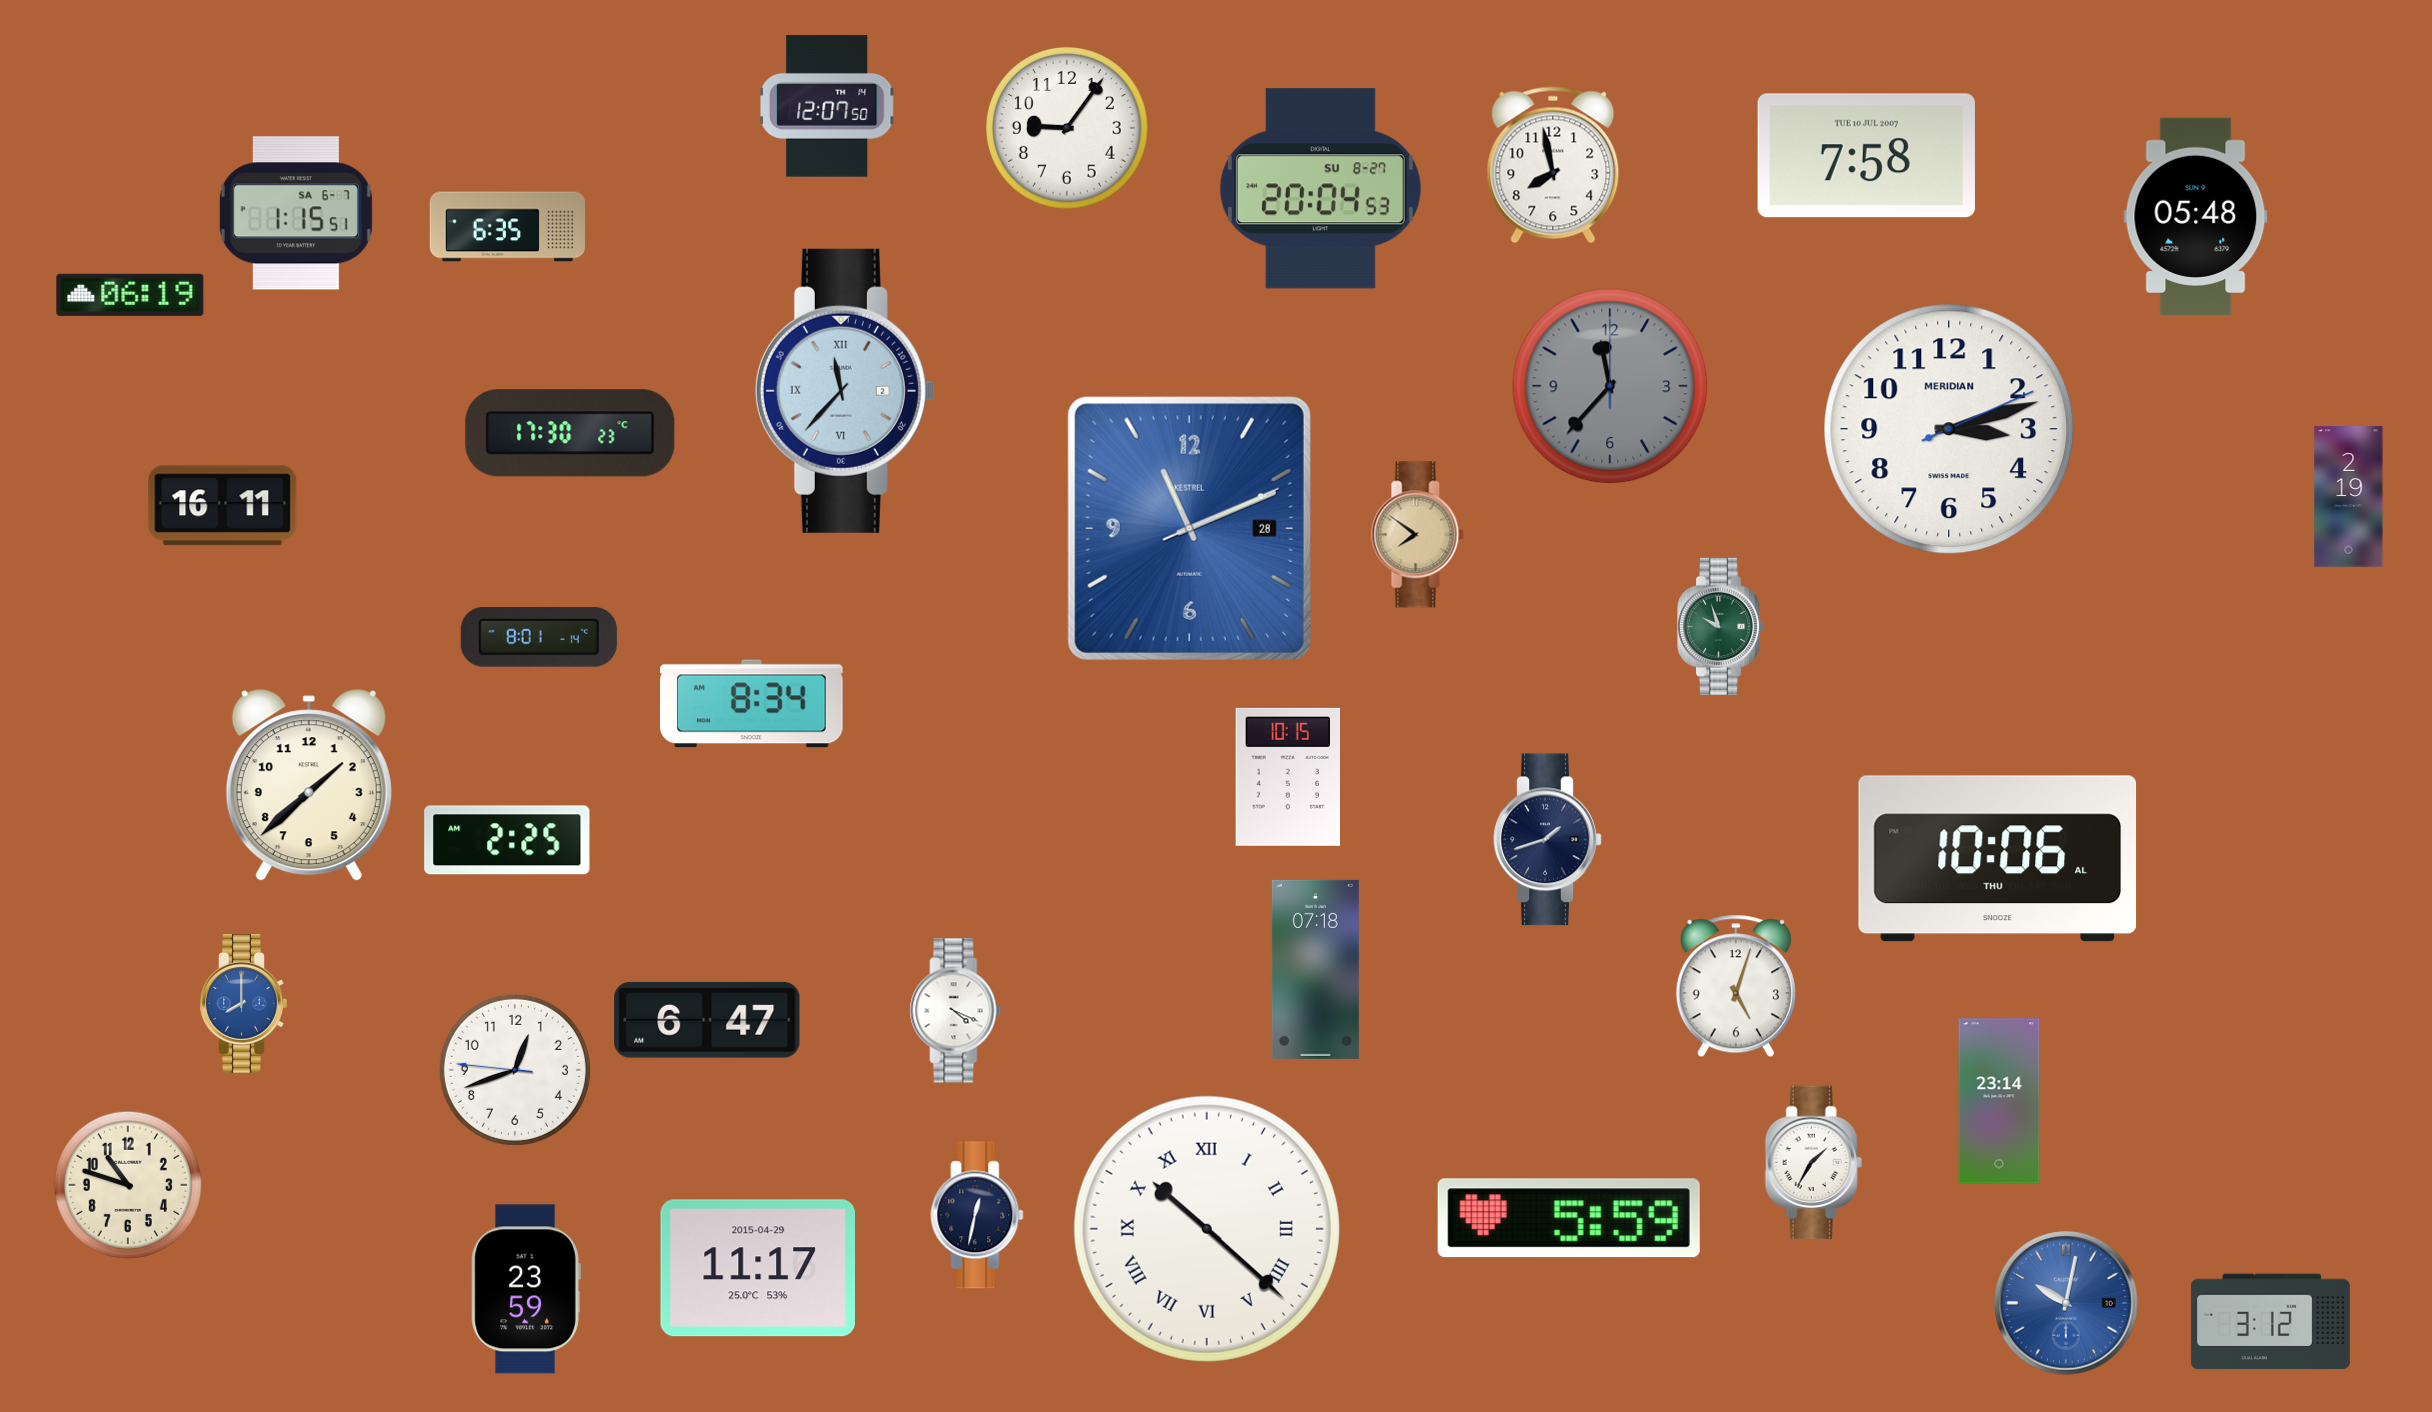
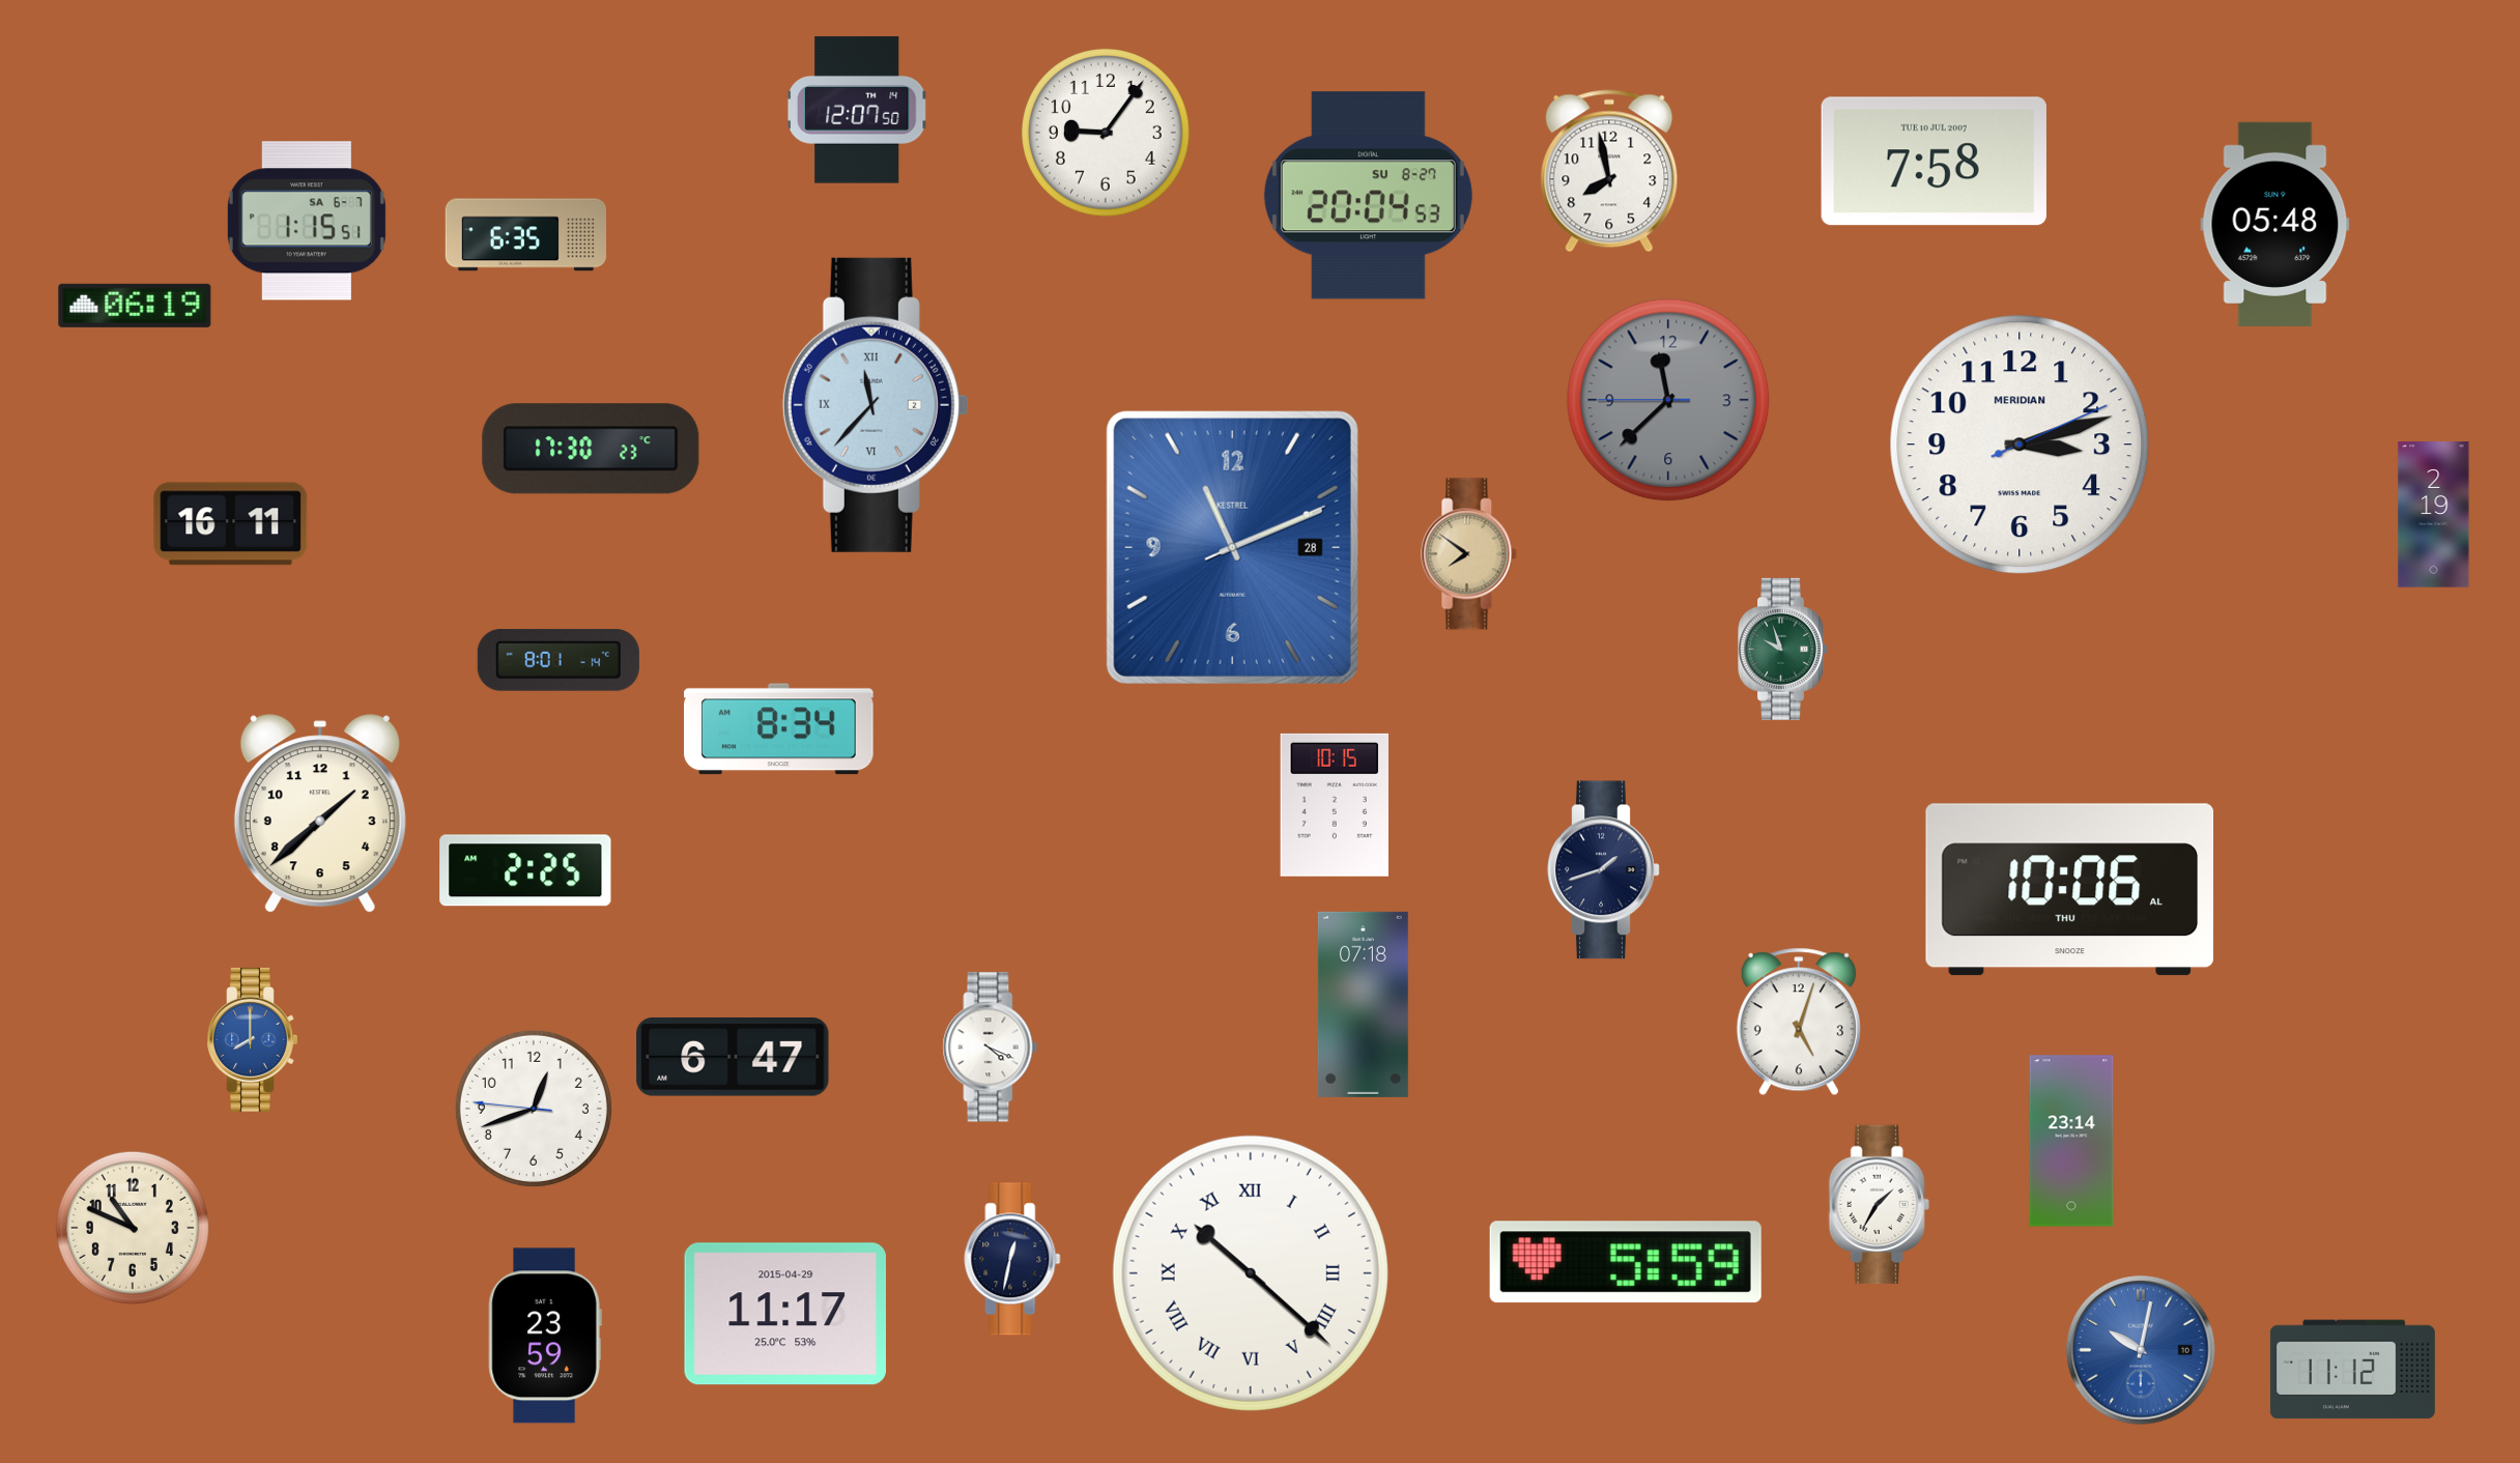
clock at (1610, 386): 11:37:00 -> 11:37:45
clock at (128, 1185): 10:48 -> 10:49
clock at (2270, 1322): 3:12 -> 11:12
